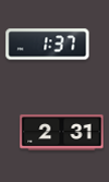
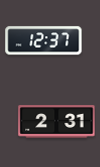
clock at (48, 45): 1:37 -> 12:37
